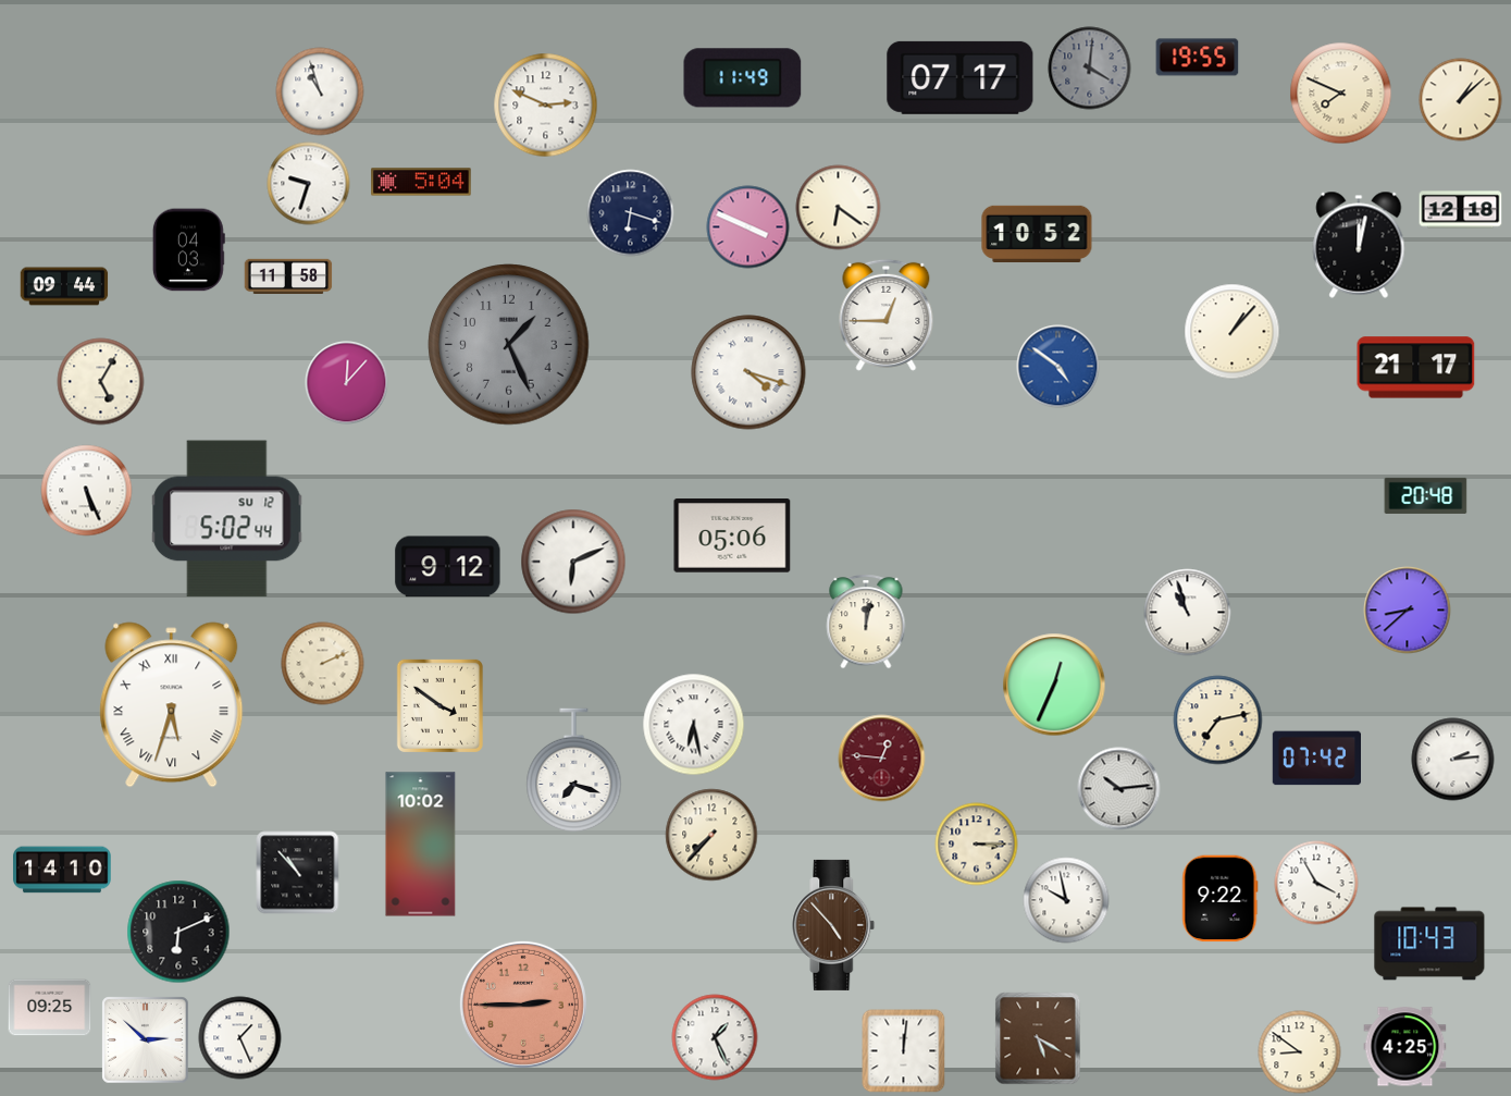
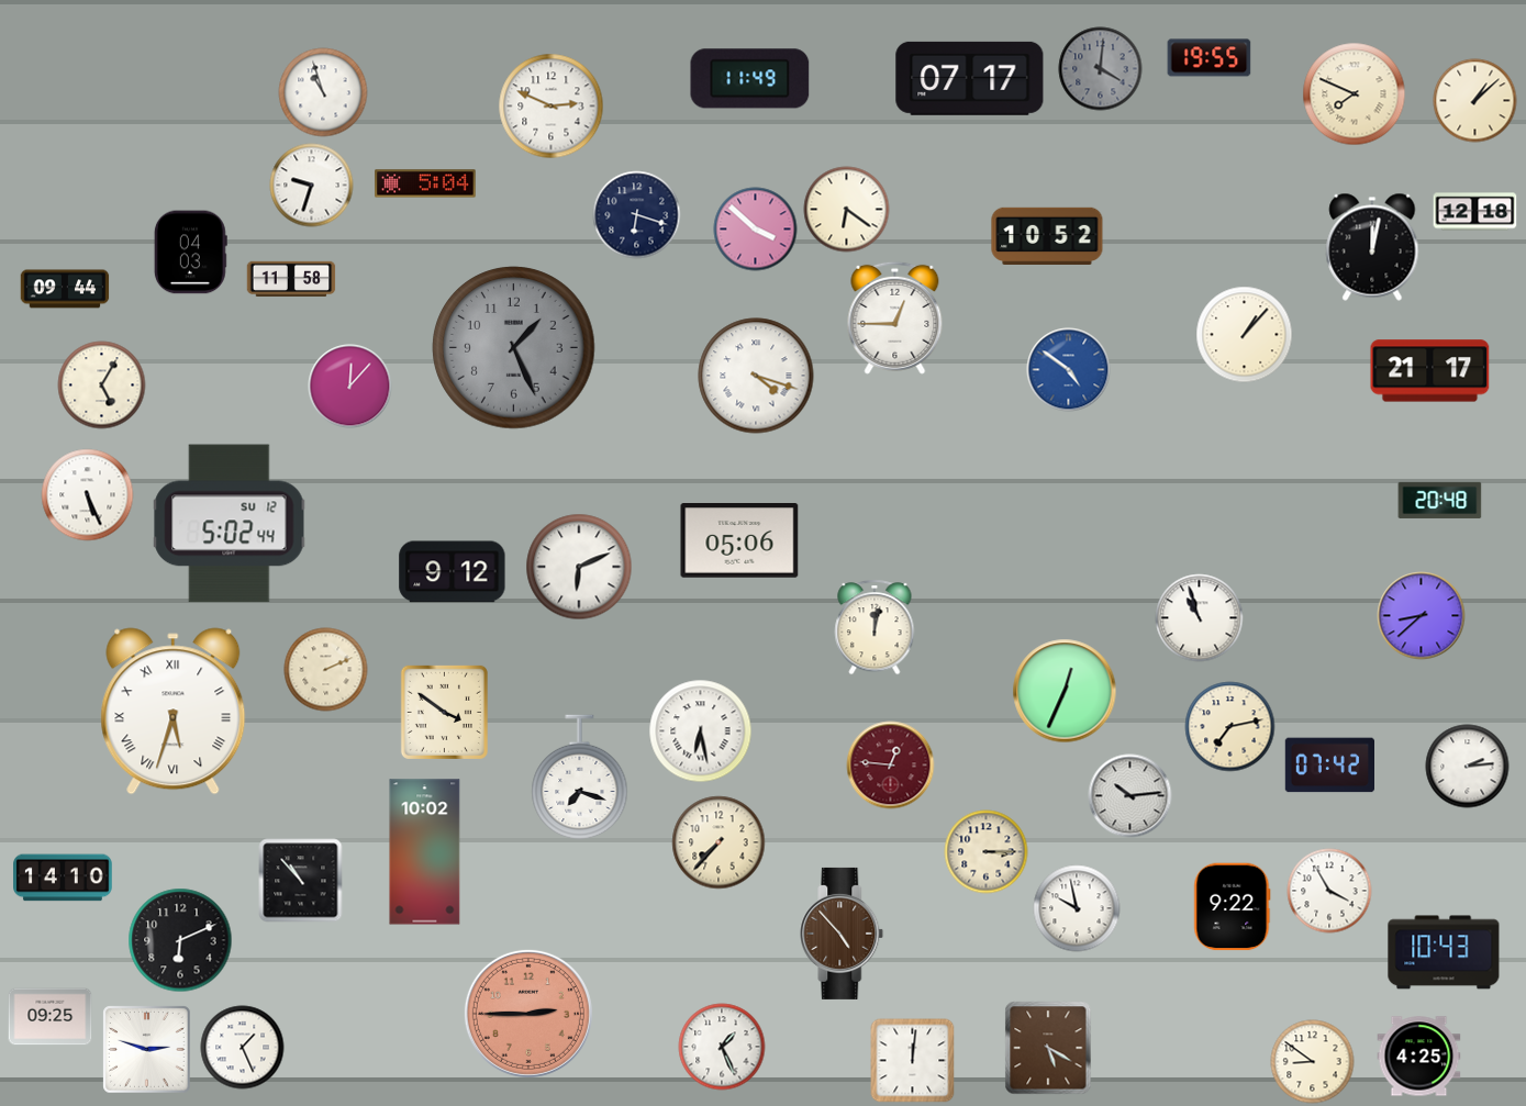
clock at (748, 227): 3:49 -> 3:52
clock at (146, 1040): 2:52 -> 2:48
